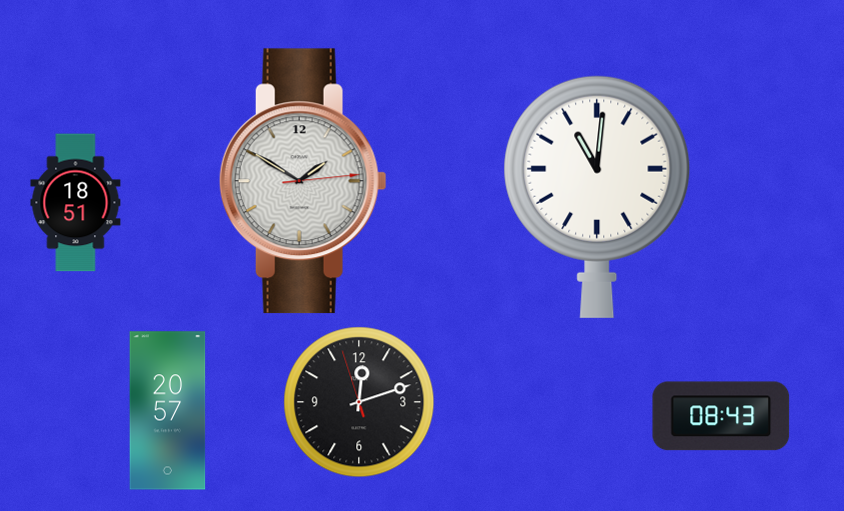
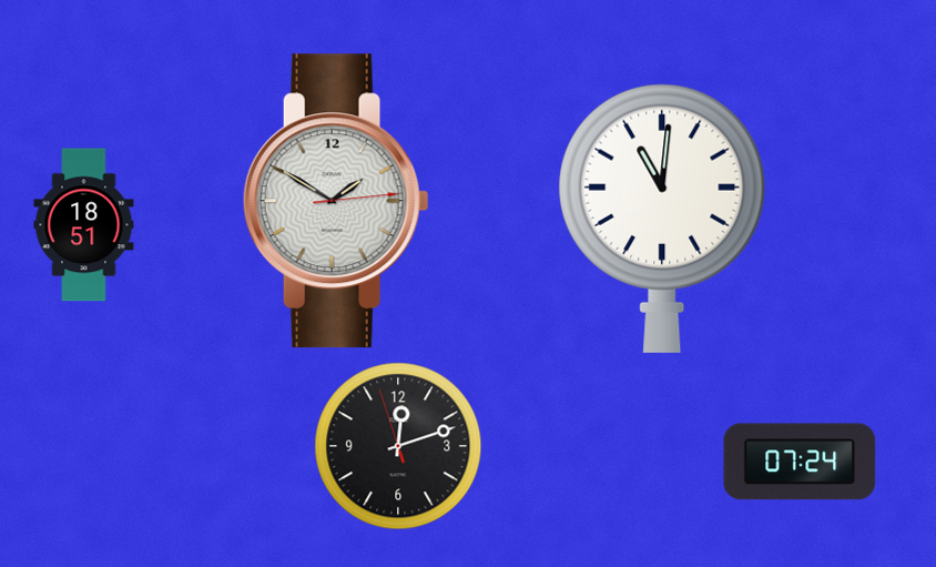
clock at (168, 411): 20:57 -> none
clock at (721, 416): 08:43 -> 07:24
